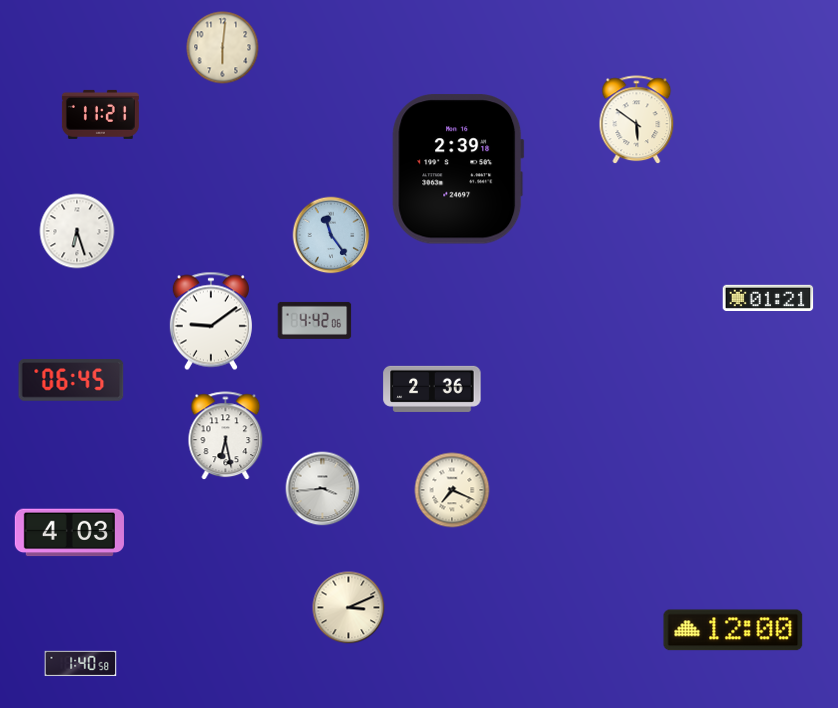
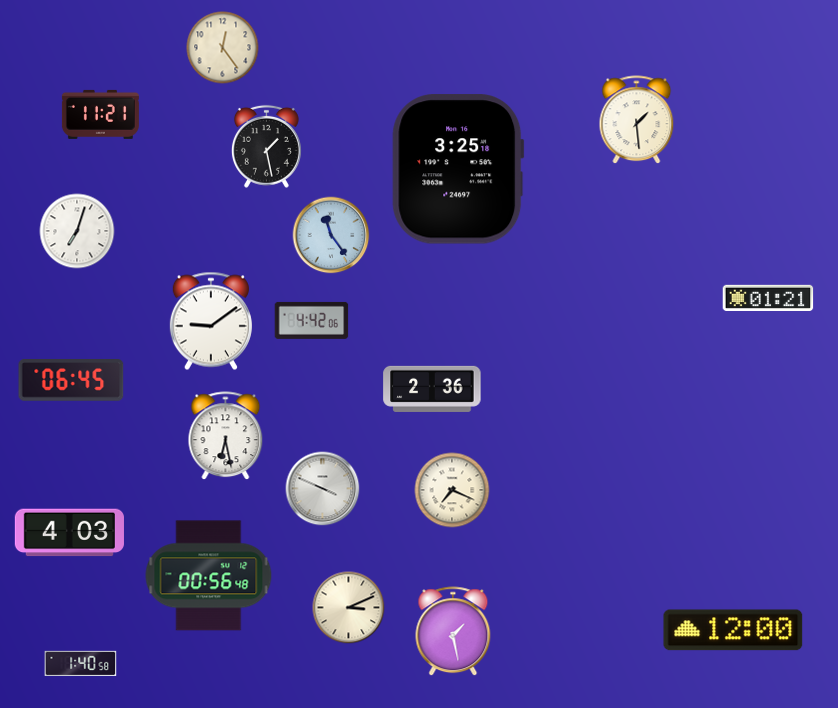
clock at (223, 48): 6:01 -> 12:24
clock at (637, 120): 5:51 -> 1:29
clock at (266, 146): none -> 1:28
clock at (458, 169): 2:39 -> 3:25
clock at (77, 231): 6:27 -> 7:03
clock at (315, 320) position: (315, 320) -> (312, 320)
clock at (323, 489): 3:44 -> 3:49
clock at (209, 576): none -> 00:56
clock at (453, 632): none -> 1:28
